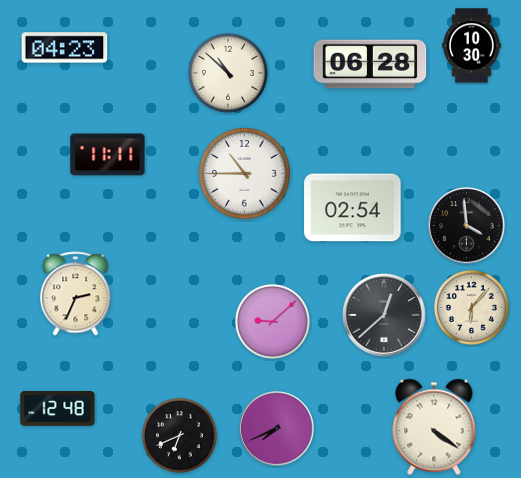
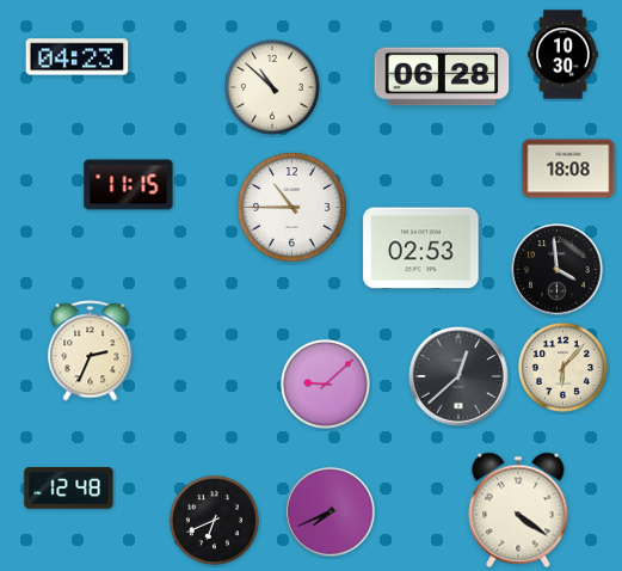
clock at (568, 168): none -> 18:08
clock at (108, 155): 11:11 -> 11:15
clock at (353, 208): 02:54 -> 02:53
